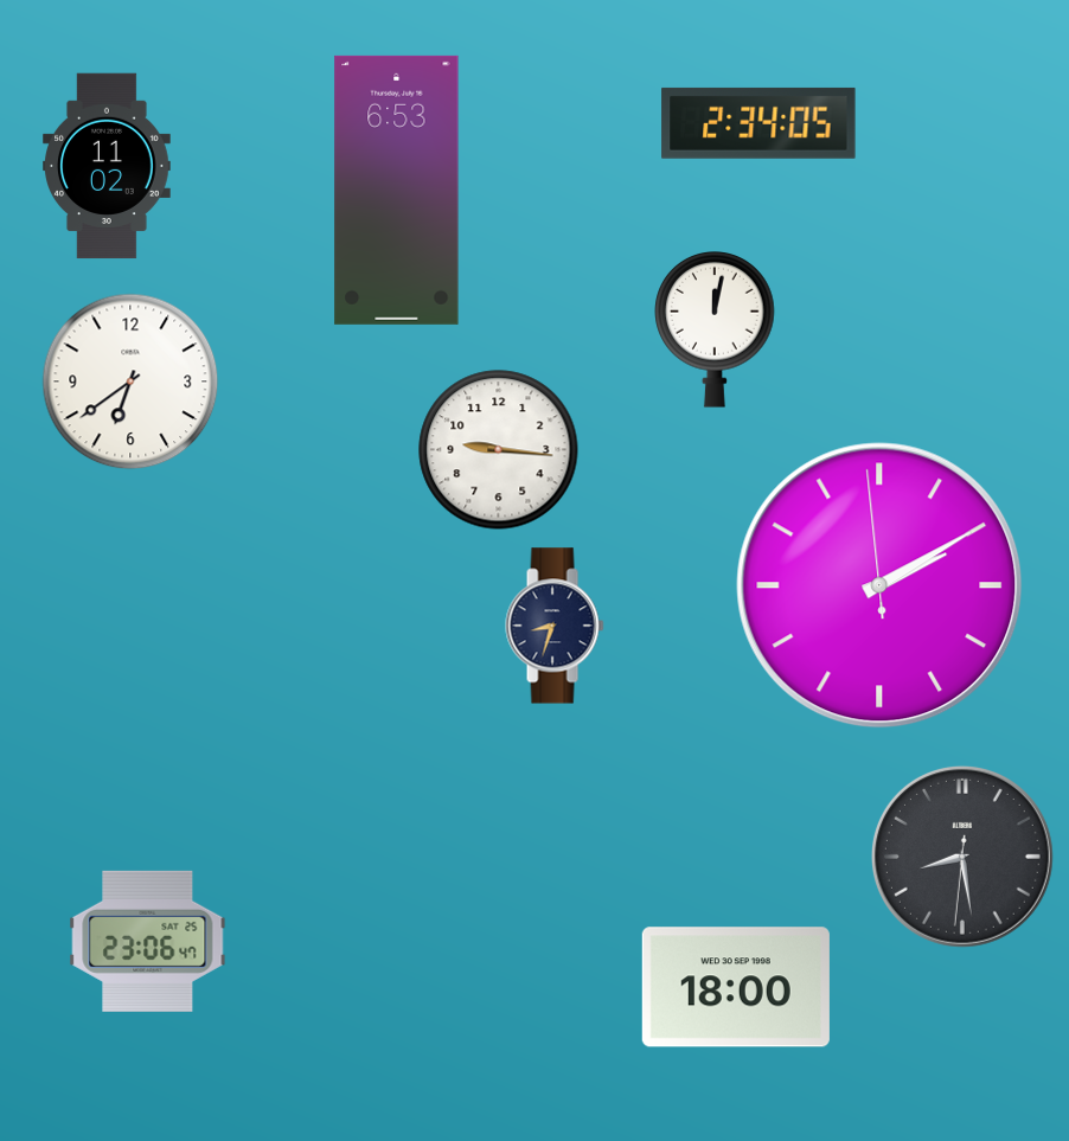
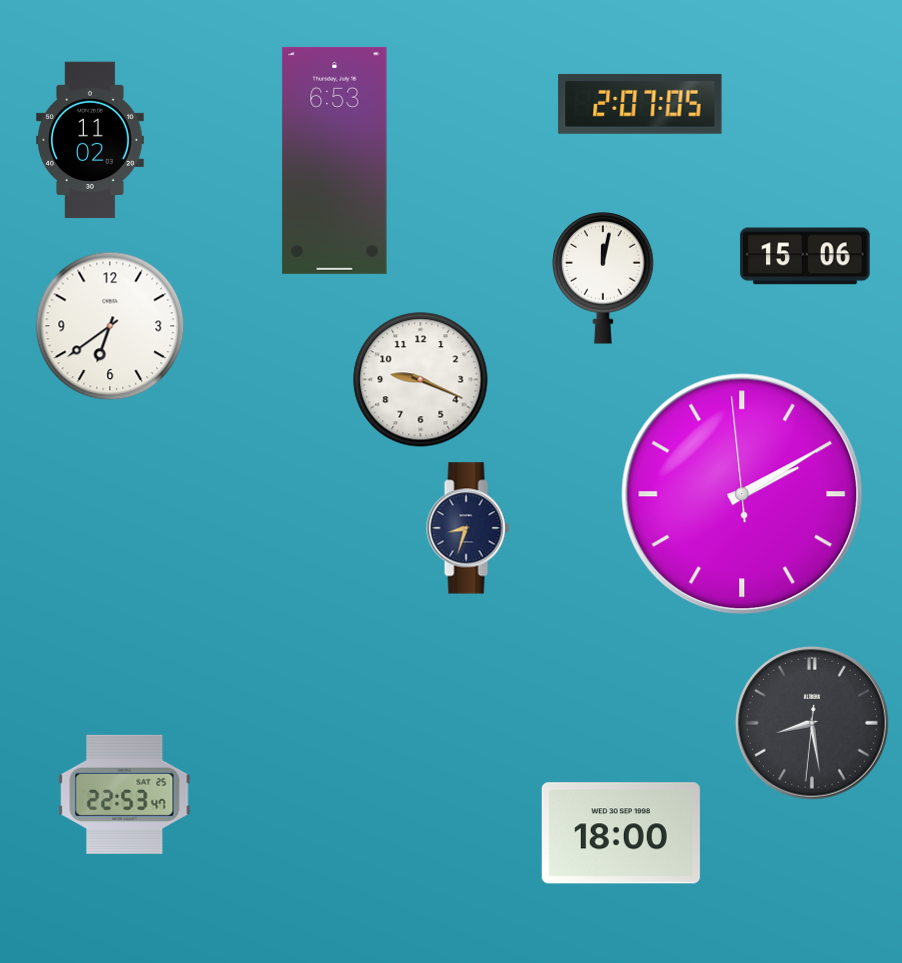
clock at (758, 123): 2:34 -> 2:07
clock at (805, 256): none -> 15:06
clock at (130, 382) position: (130, 382) -> (110, 326)
clock at (499, 450): 9:16 -> 9:19
clock at (148, 941): 23:06 -> 22:53
